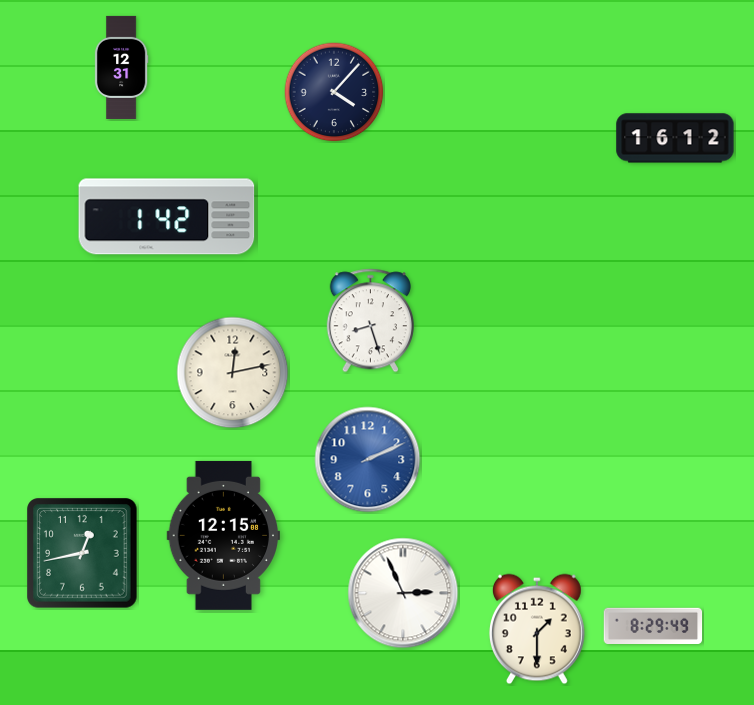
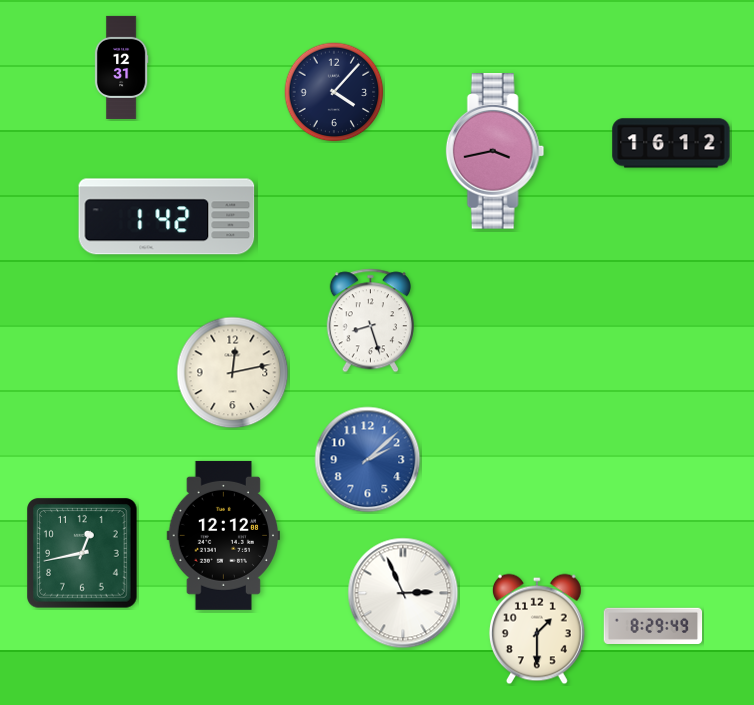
clock at (675, 138) position: (675, 138) -> (671, 143)
clock at (495, 151): none -> 3:43
clock at (368, 460): 2:11 -> 2:08
clock at (223, 535): 12:15 -> 12:12
